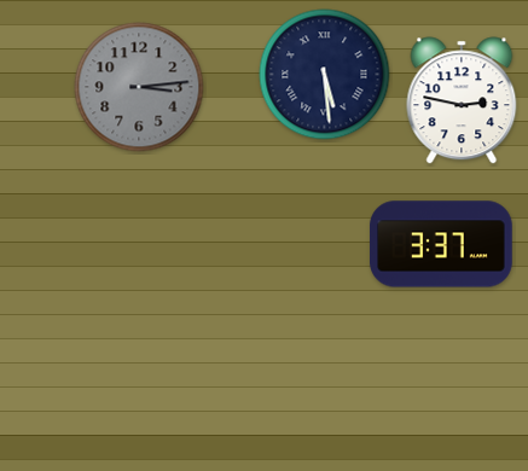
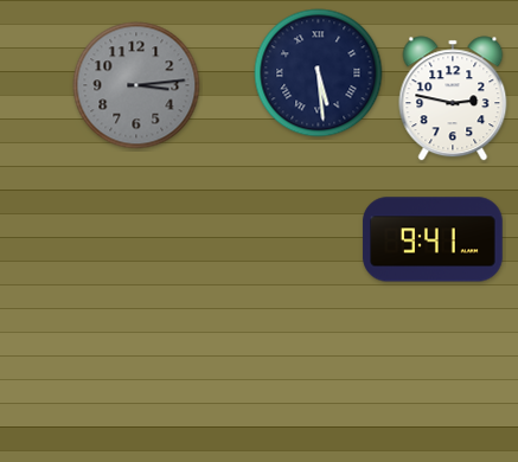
clock at (441, 244): 3:37 -> 9:41
